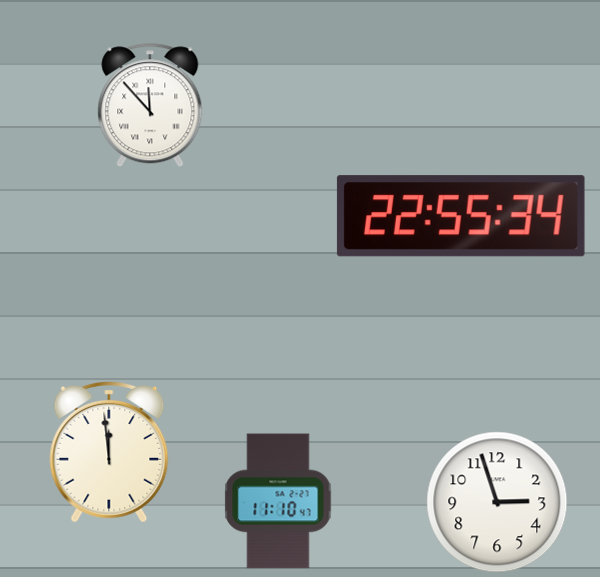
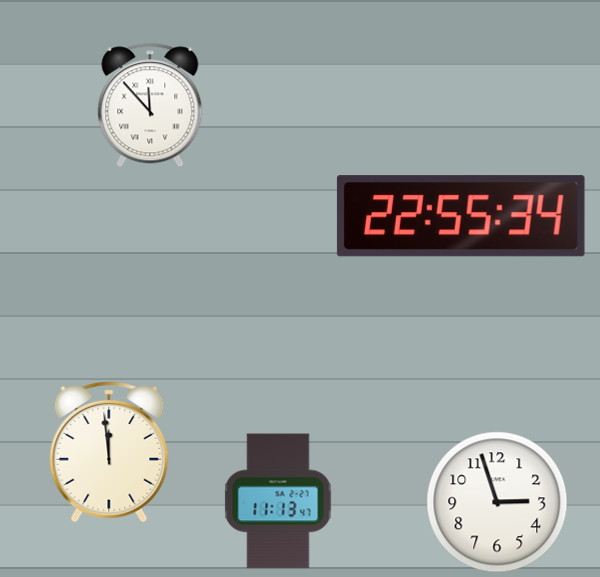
clock at (278, 501): 11:10 -> 11:13
